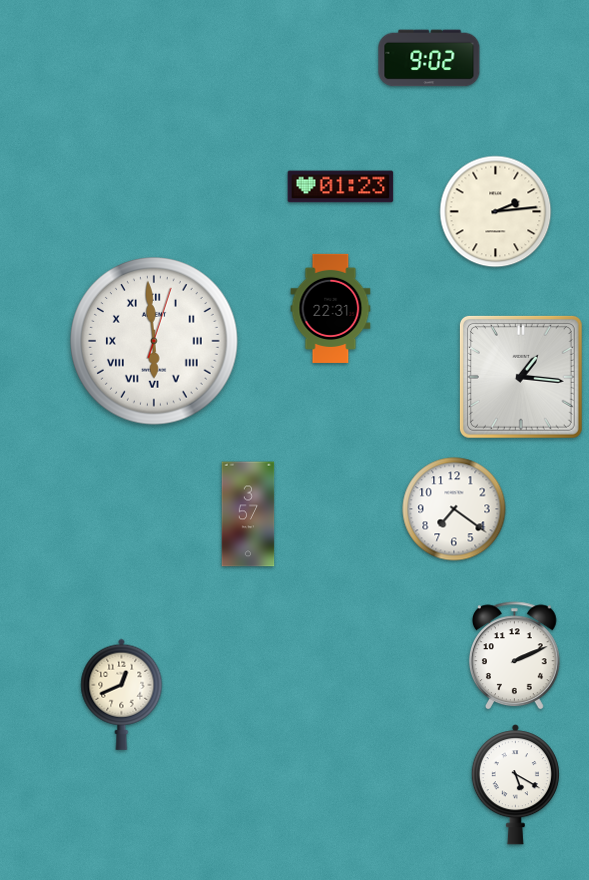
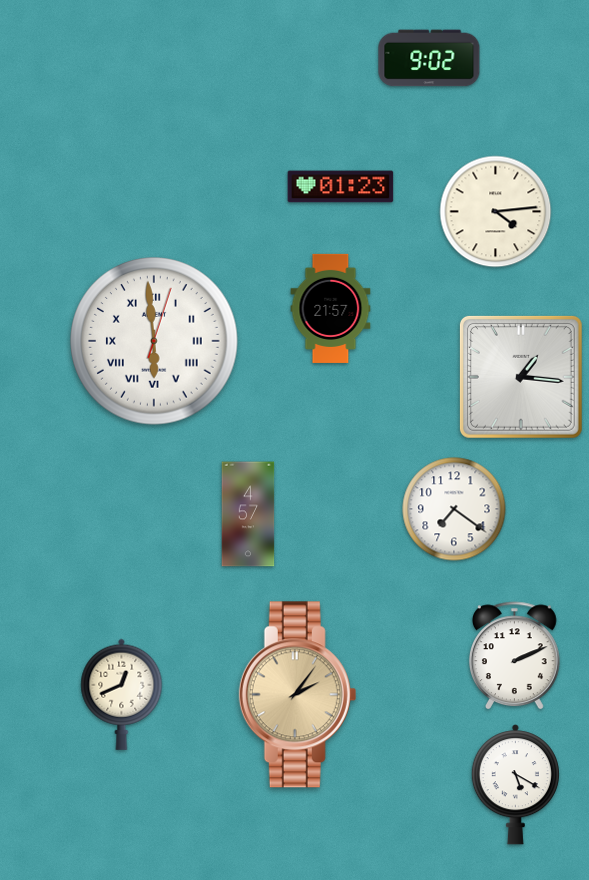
clock at (496, 212): 2:14 -> 4:14
clock at (331, 308): 22:31 -> 21:57
clock at (248, 514): 3:57 -> 4:57
clock at (298, 695): none -> 2:06
